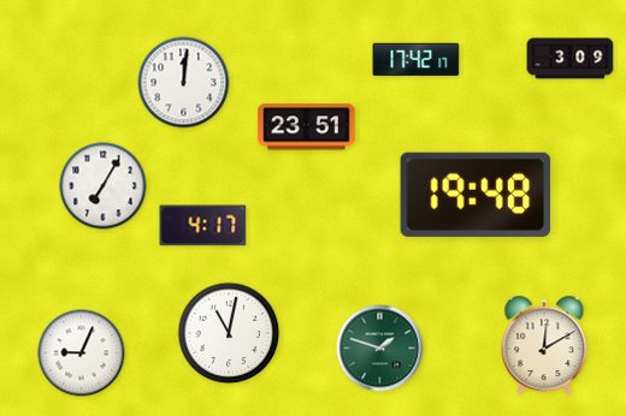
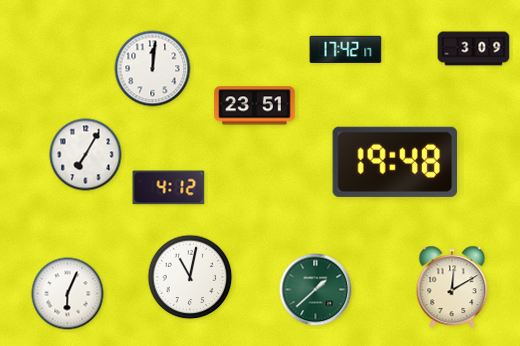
clock at (203, 226): 4:17 -> 4:12
clock at (380, 349): 1:48 -> 1:38
clock at (82, 353): 9:04 -> 6:04
